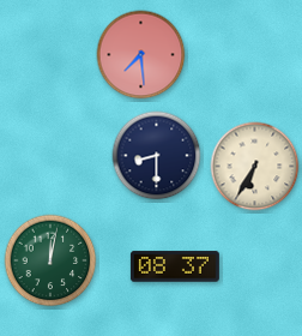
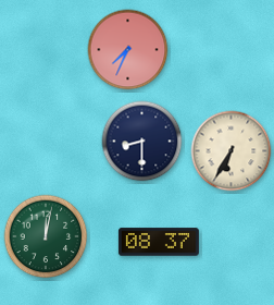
clock at (141, 55): 7:29 -> 7:34
